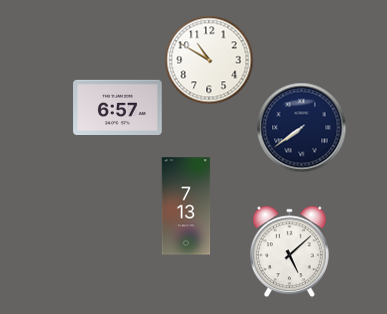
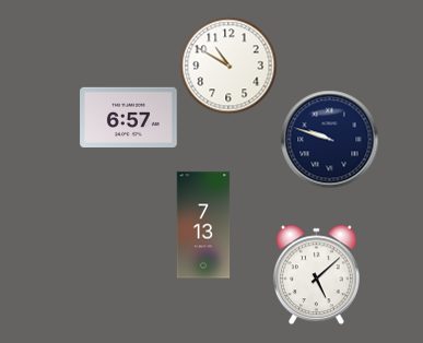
clock at (301, 127): 7:39 -> 9:48
